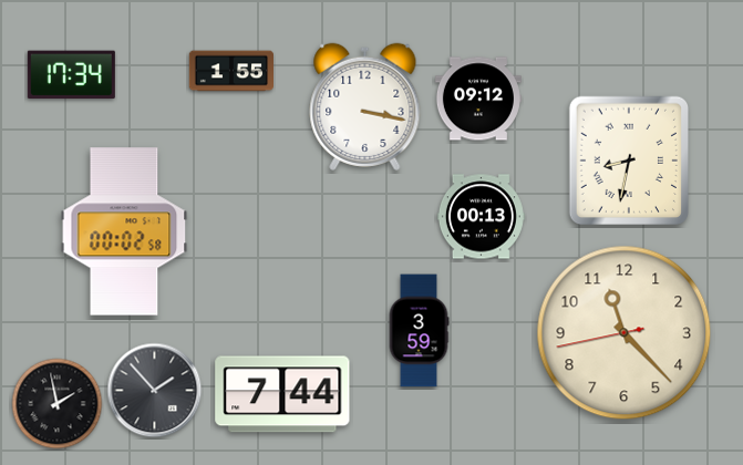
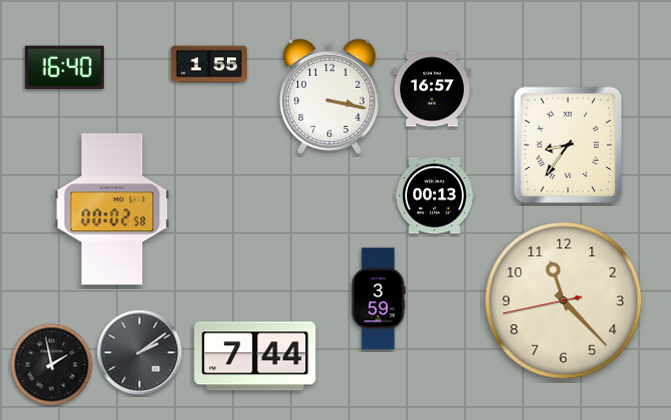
clock at (71, 75): 17:34 -> 16:40
clock at (478, 99): 09:12 -> 16:57
clock at (628, 159): 8:32 -> 8:36
clock at (155, 391): 1:53 -> 2:09
